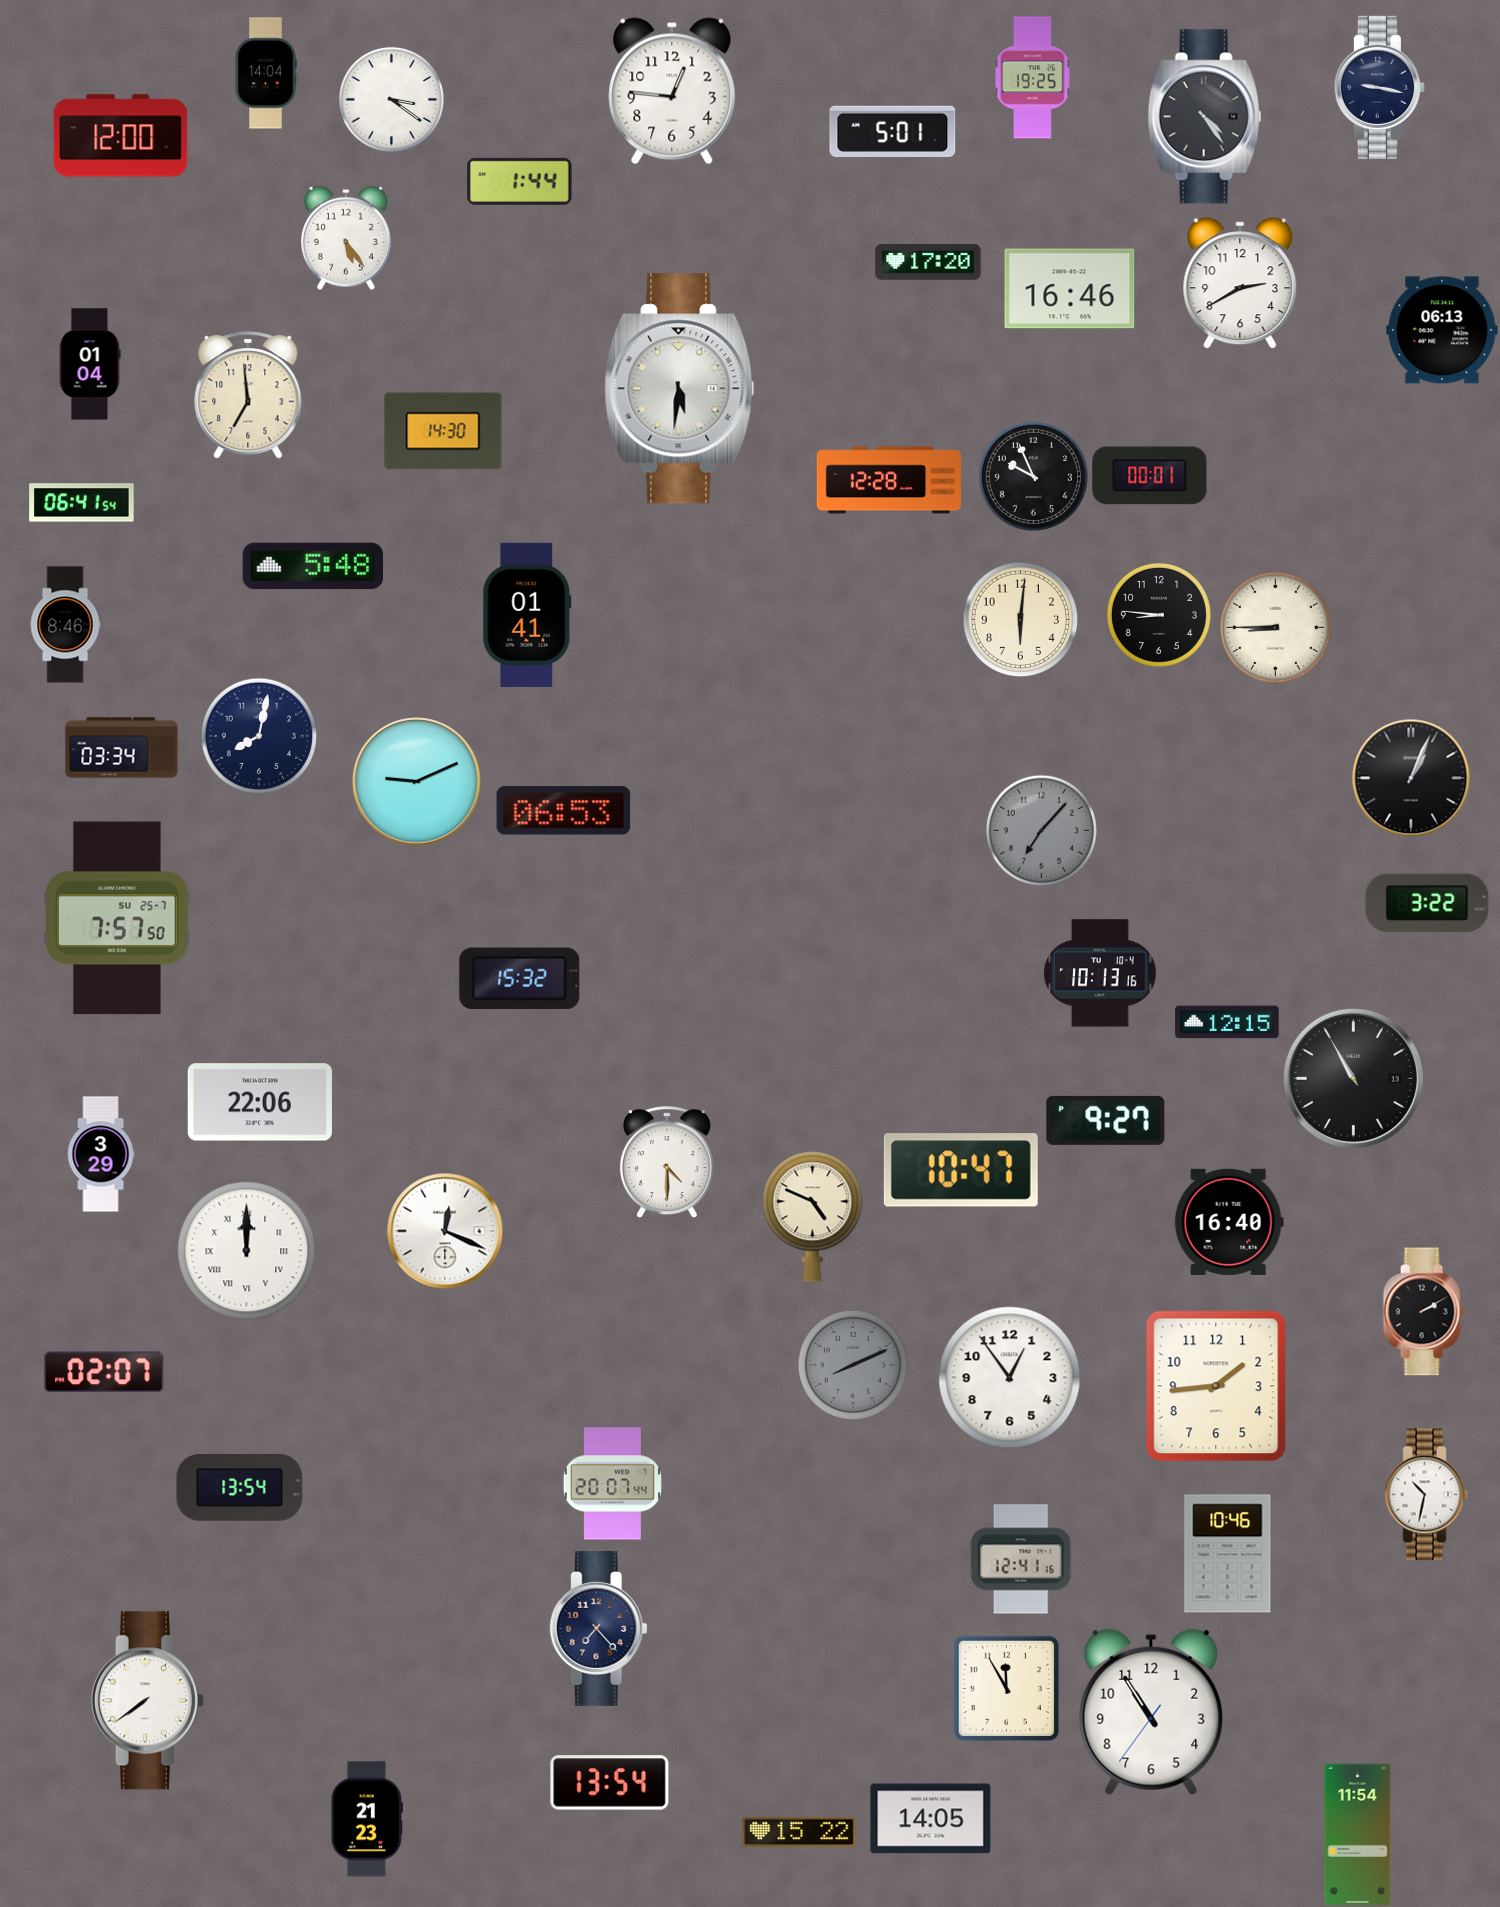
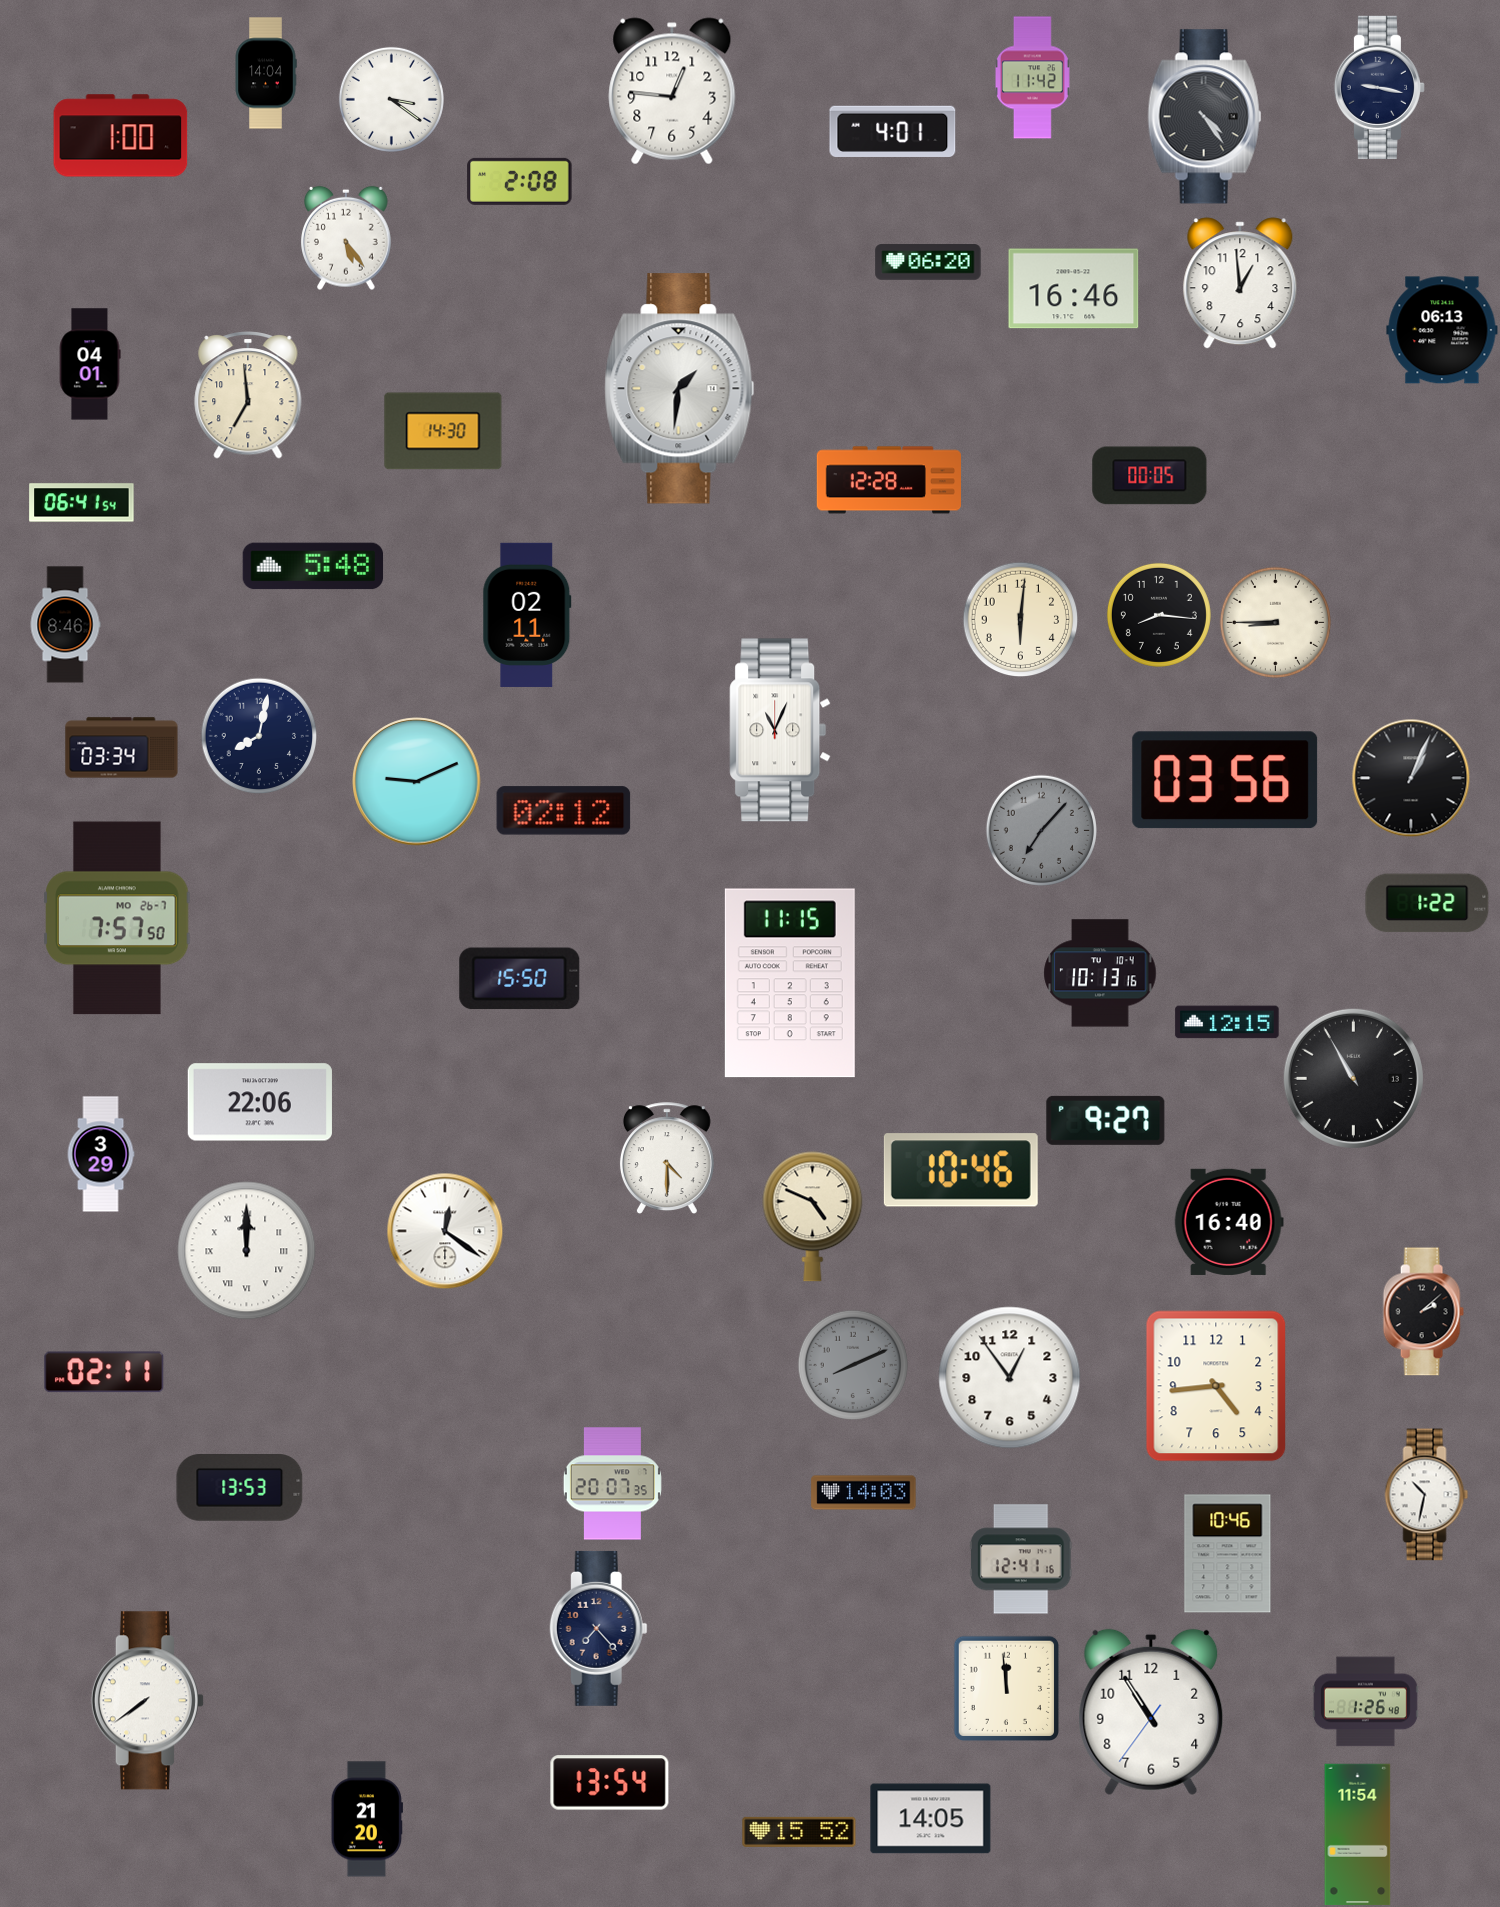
clock at (1032, 78): 19:25 -> 11:42
clock at (893, 131): 5:01 -> 4:01
clock at (121, 136): 12:00 -> 1:00
clock at (520, 181): 1:44 -> 2:08
clock at (928, 262): 17:20 -> 06:20
clock at (1240, 283): 2:40 -> 12:59
clock at (1070, 289) position: (1070, 289) -> (1074, 289)
clock at (90, 364): 01:04 -> 04:01
clock at (680, 389): 5:31 -> 1:31
clock at (1033, 476): 9:56 -> none
clock at (1150, 476): 00:01 -> 00:05
clock at (527, 615): 01:41 -> 02:11
clock at (1159, 615): 8:46 -> 8:16
clock at (1275, 627) position: (1275, 627) -> (1275, 622)
clock at (780, 730): none -> 11:04
clock at (1225, 780): none -> 03:56
clock at (564, 811): 06:53 -> 02:12
clock at (1427, 903): 3:22 -> 1:22
clock at (117, 918) date: SU 25-7 -> MO 26-7
clock at (520, 979): 15:32 -> 15:50
clock at (790, 983): none -> 11:15
clock at (667, 1162) position: (667, 1162) -> (667, 1158)
clock at (961, 1170): 10:47 -> 10:46
clock at (445, 1231): 12:19 -> 12:21
clock at (1423, 1312): 2:10 -> 2:08
clock at (104, 1372): 02:07 -> 02:11
clock at (1216, 1386): 1:44 -> 4:44
clock at (612, 1484): 20:07:44 -> 20:07:35
clock at (240, 1488): 13:54 -> 13:53
clock at (864, 1493): none -> 14:03
clock at (1006, 1688): 11:55 -> 11:59
clock at (1365, 1702): none -> 1:26
clock at (367, 1819): 21:23 -> 21:20
clock at (799, 1832): 15:22 -> 15:52
